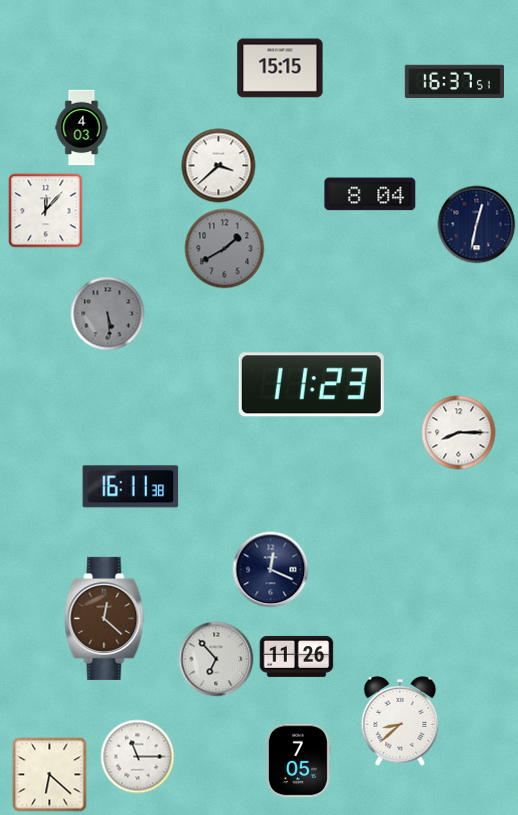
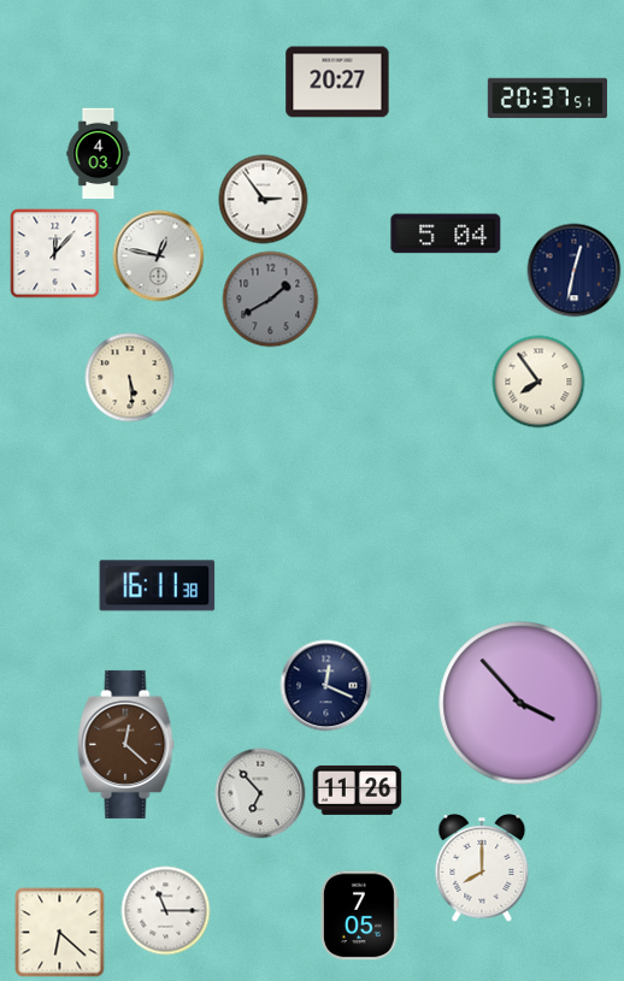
clock at (280, 68): 15:15 -> 20:27
clock at (454, 82): 16:37 -> 20:37
clock at (219, 166): 3:38 -> 2:54
clock at (370, 194): 8:04 -> 5:04
clock at (159, 256): none -> 12:47
clock at (108, 314) dial: grey -> cream
clock at (538, 382): none -> 7:54
clock at (311, 385): 11:23 -> none
clock at (459, 433): 8:15 -> none
clock at (520, 703): none -> 3:53
clock at (400, 722): 8:38 -> 8:00
